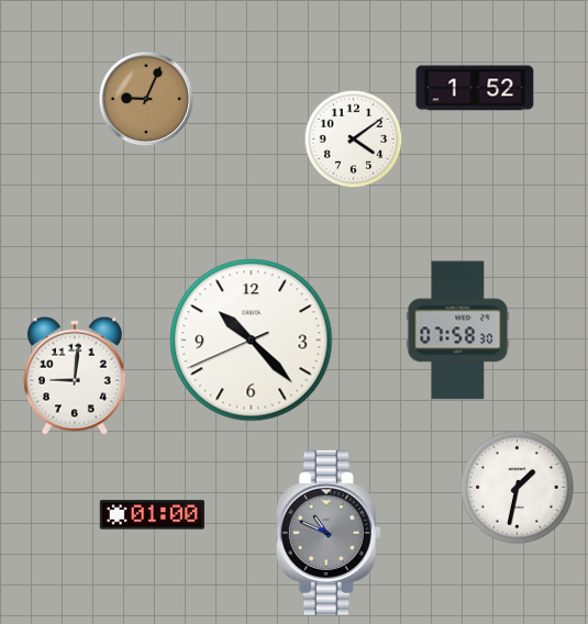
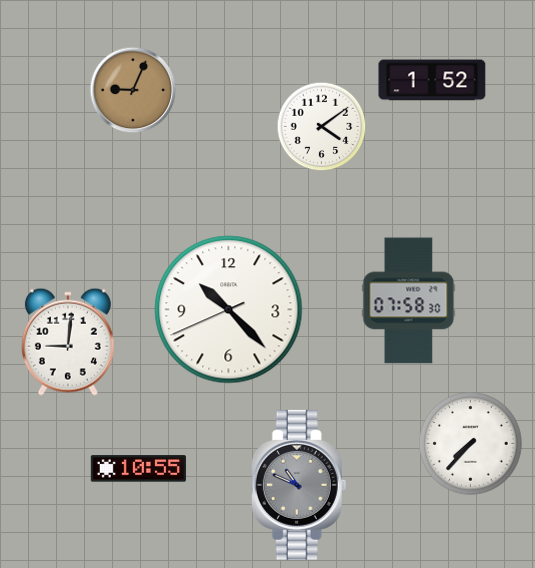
clock at (458, 331) position: (458, 331) -> (409, 301)
clock at (518, 488): 1:32 -> 7:37
clock at (152, 515): 01:00 -> 10:55
